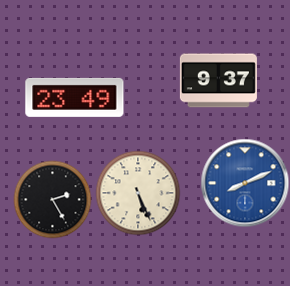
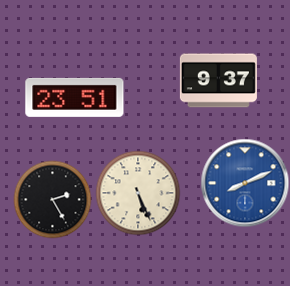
clock at (75, 97): 23:49 -> 23:51
